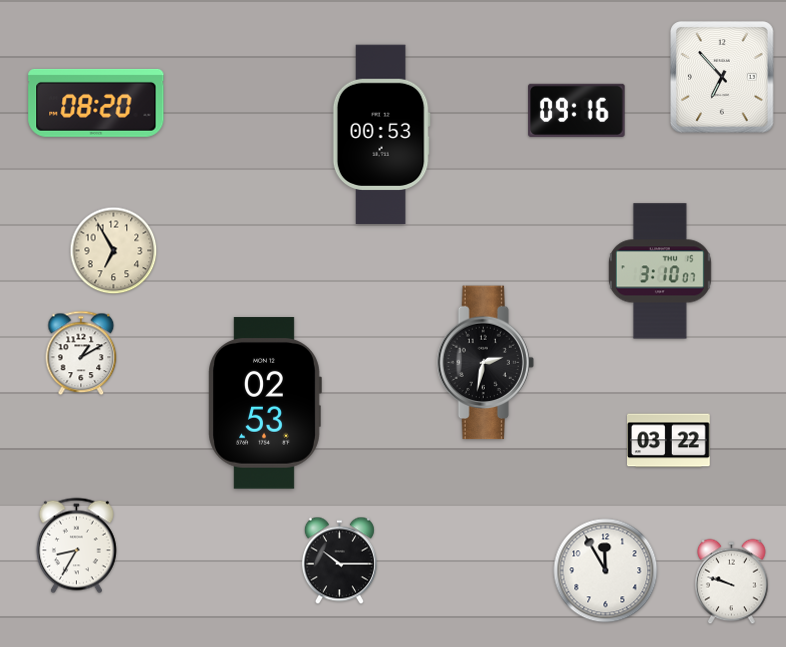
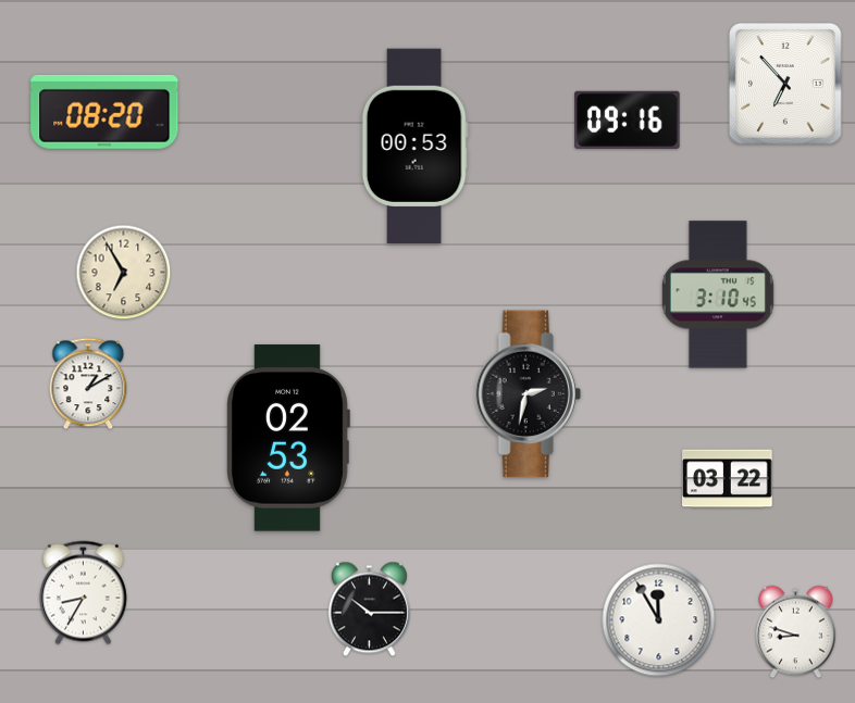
clock at (660, 271): 3:10:07 -> 3:10:45
clock at (732, 582): 9:48 -> 8:48
